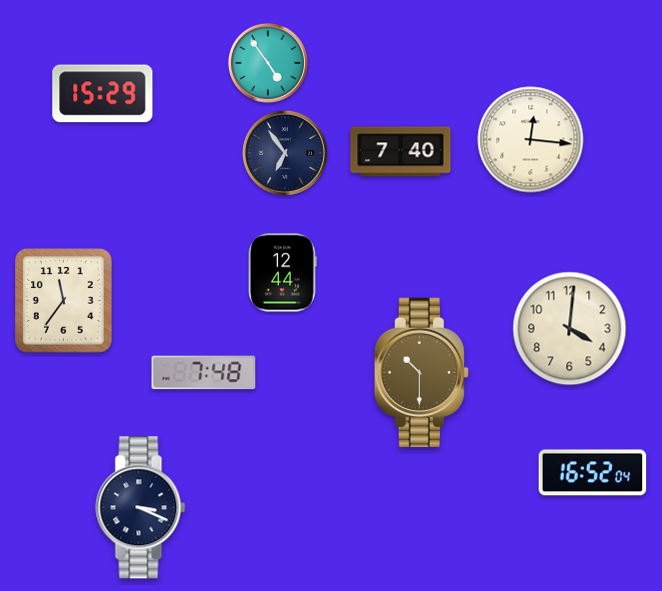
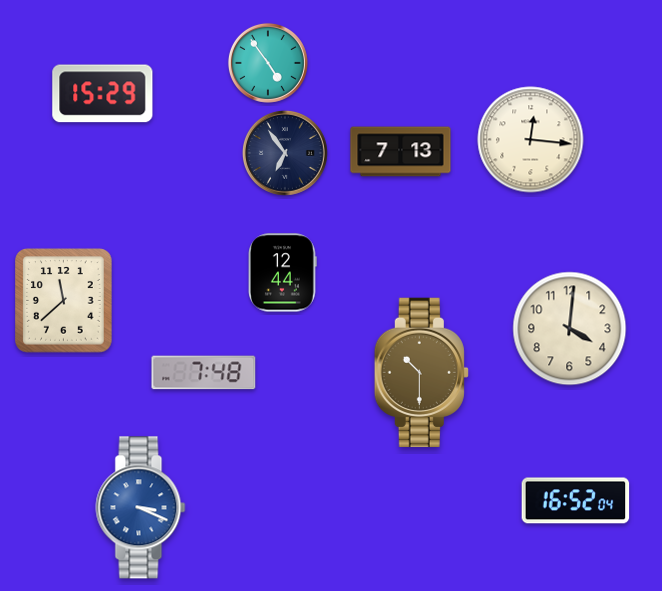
clock at (401, 152): 7:40 -> 7:13
clock at (64, 301): 11:36 -> 11:38
clock at (593, 473) position: (593, 473) -> (576, 501)
clock at (141, 508) dial: navy -> blue
